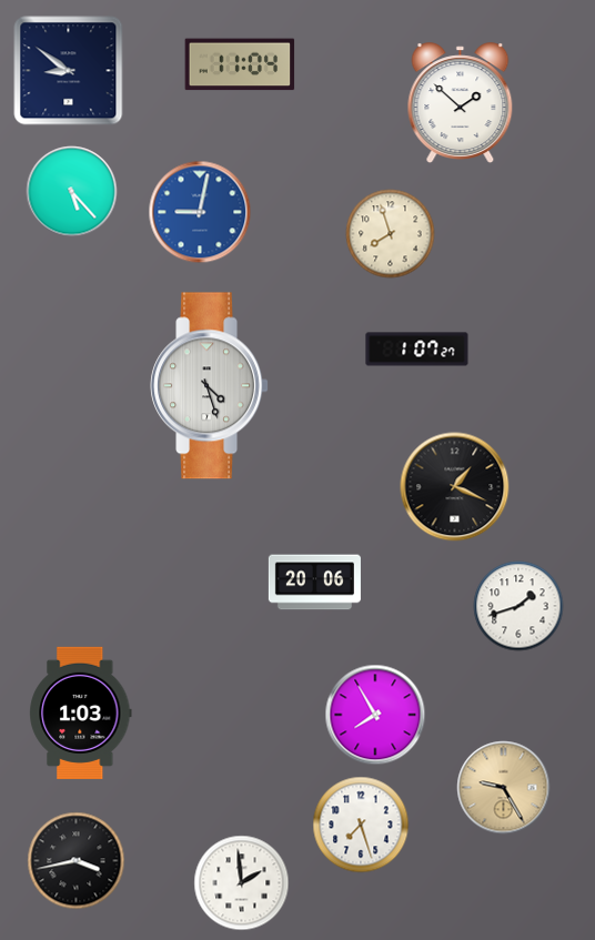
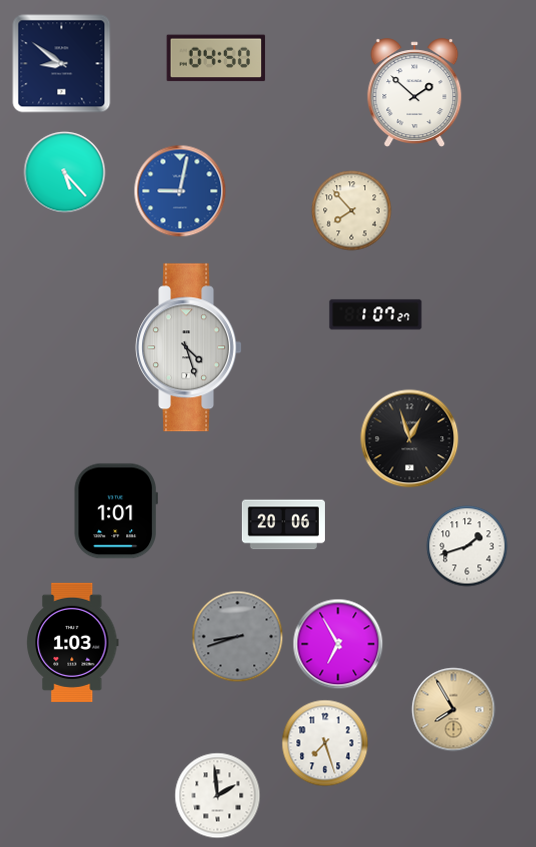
clock at (240, 64): 11:04 -> 04:50
clock at (391, 234): 7:57 -> 7:53
clock at (455, 487): 1:19 -> 12:57
clock at (116, 511): none -> 1:01
clock at (238, 637): none -> 8:42
clock at (375, 715): 7:55 -> 6:55
clock at (504, 788): 9:25 -> 7:55
clock at (77, 861): 3:43 -> none
